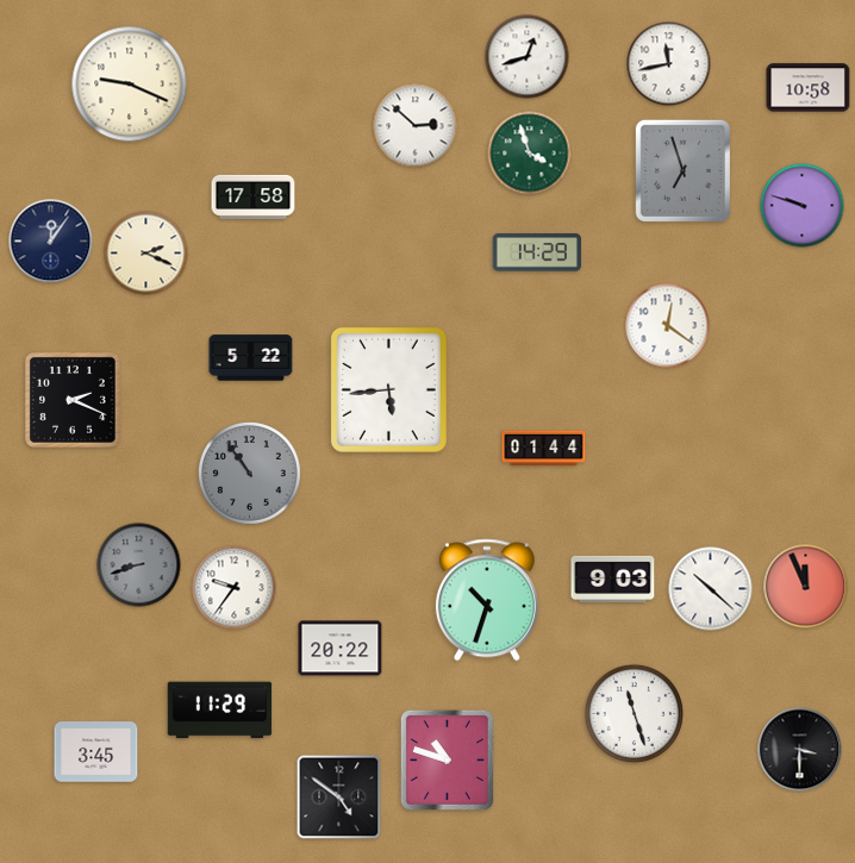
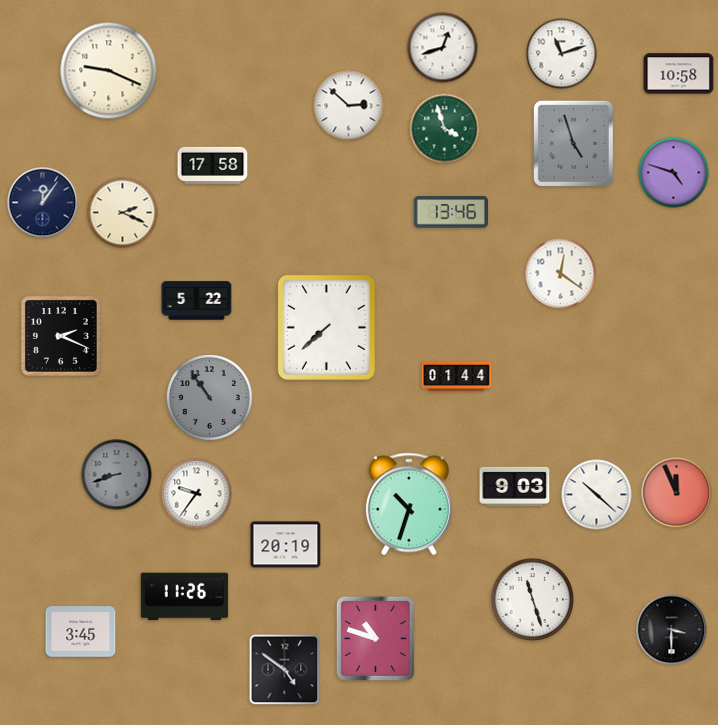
clock at (669, 64): 11:43 -> 11:12
clock at (682, 170): 6:57 -> 4:57
clock at (803, 206): 9:48 -> 4:48
clock at (537, 252): 14:29 -> 13:46
clock at (251, 358) position: (251, 358) -> (197, 301)
clock at (388, 389): 5:44 -> 7:38
clock at (341, 649): 20:22 -> 20:19
clock at (220, 711): 11:29 -> 11:26
